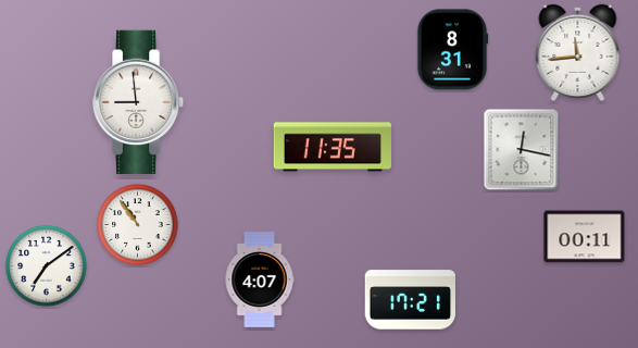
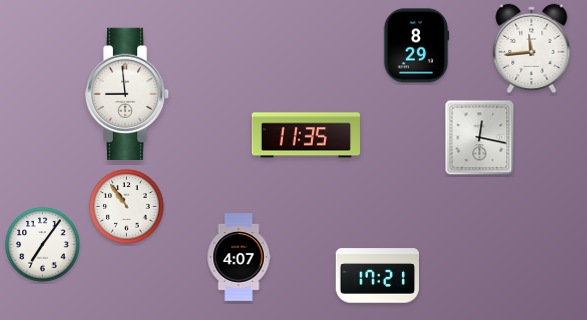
clock at (452, 50): 8:31 -> 8:29
clock at (585, 237): 00:11 -> none
clock at (47, 266): 7:09 -> 7:06
